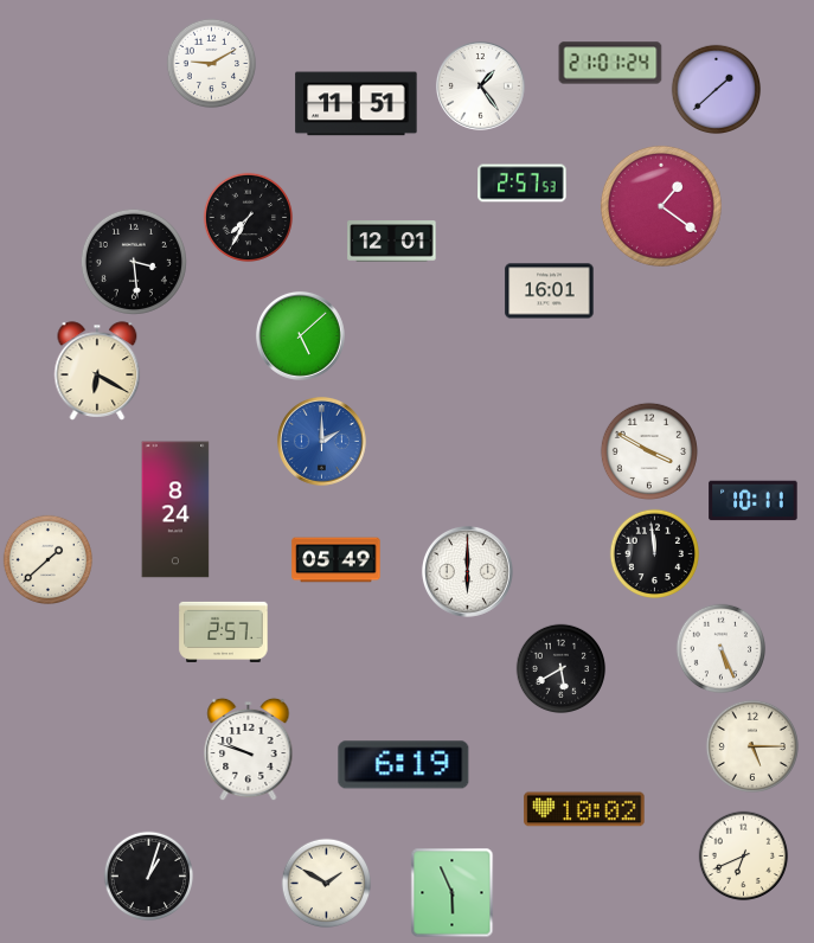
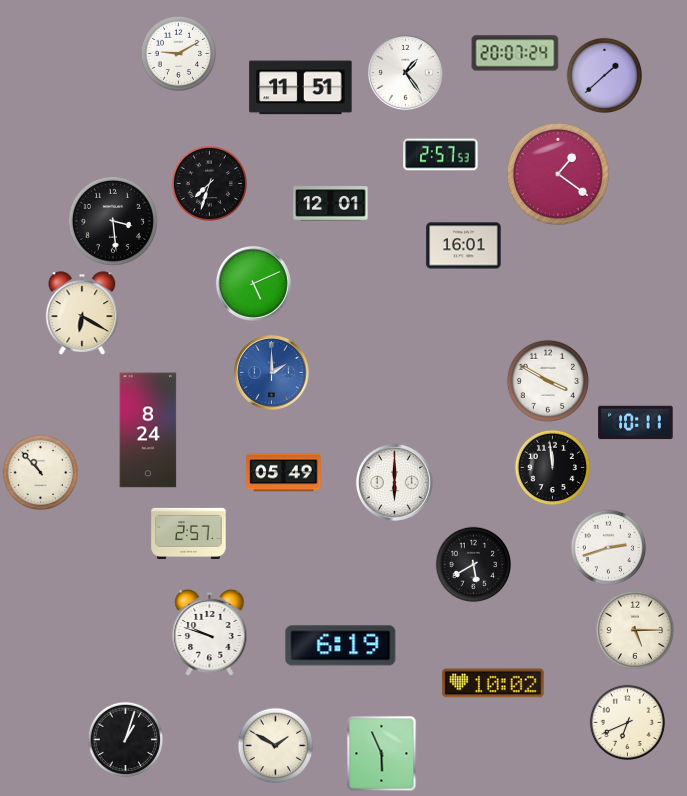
clock at (610, 63): 21:01 -> 20:07
clock at (249, 218): 7:35 -> 7:33
clock at (300, 335): 5:08 -> 5:11
clock at (49, 560): 1:38 -> 10:53
clock at (722, 649): 5:26 -> 2:42
